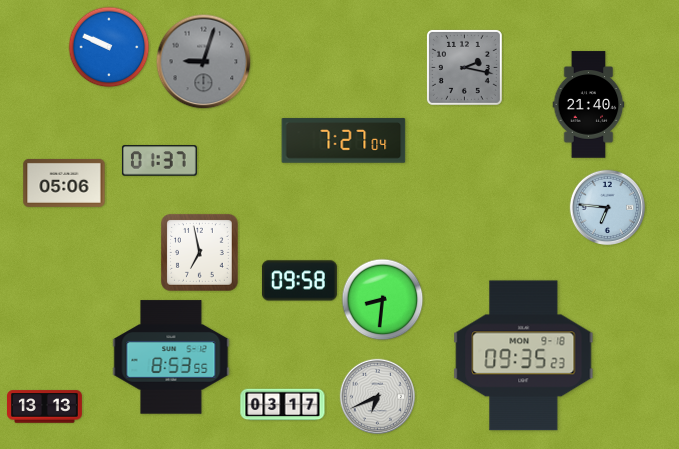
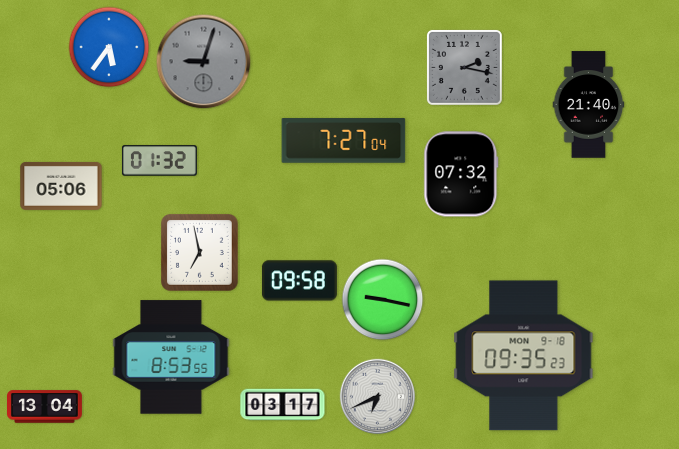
clock at (109, 47): 9:49 -> 5:36
clock at (159, 161): 01:37 -> 01:32
clock at (461, 174): none -> 07:32
clock at (64, 183) position: (64, 183) -> (61, 186)
clock at (608, 208): 6:46 -> none
clock at (383, 300): 8:31 -> 9:17
clock at (45, 407): 13:13 -> 13:04
